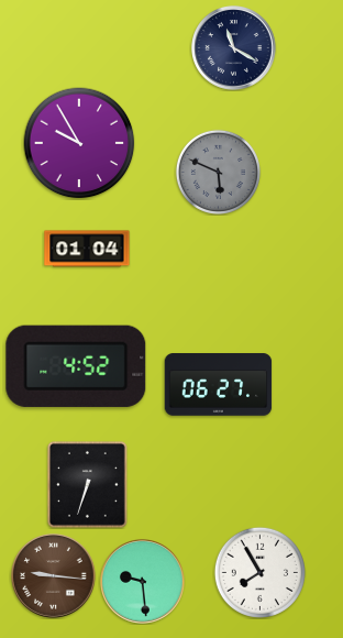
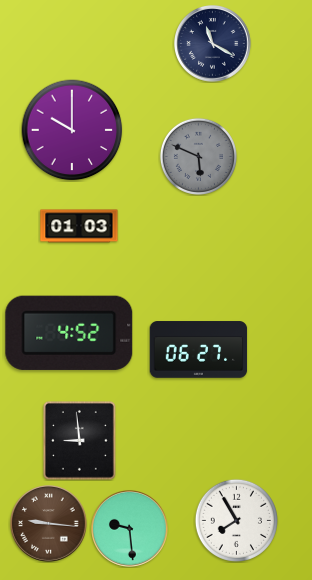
clock at (79, 143): 9:55 -> 10:00
clock at (87, 249): 01:04 -> 01:03
clock at (88, 485): 6:33 -> 8:59
